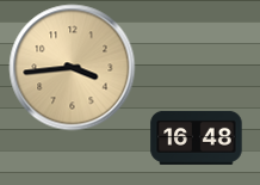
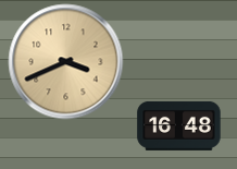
clock at (73, 68): 3:44 -> 3:41
